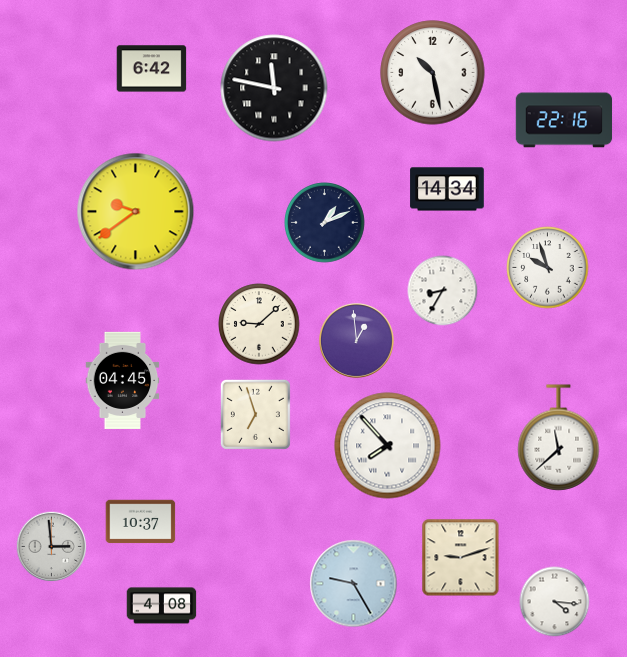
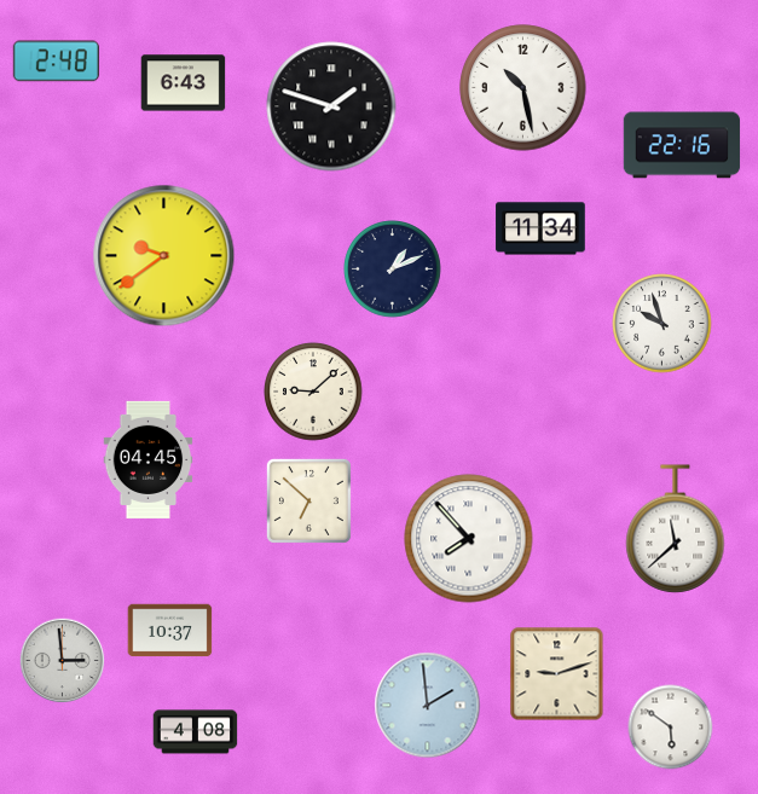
clock at (56, 62): none -> 2:48
clock at (152, 69): 6:42 -> 6:43
clock at (274, 88): 11:47 -> 1:48
clock at (447, 189): 14:34 -> 11:34
clock at (443, 291): 8:35 -> none
clock at (356, 340): 12:59 -> none
clock at (255, 414): 6:57 -> 6:52
clock at (354, 584): 9:25 -> 1:59
clock at (555, 602): 4:16 -> 5:51
